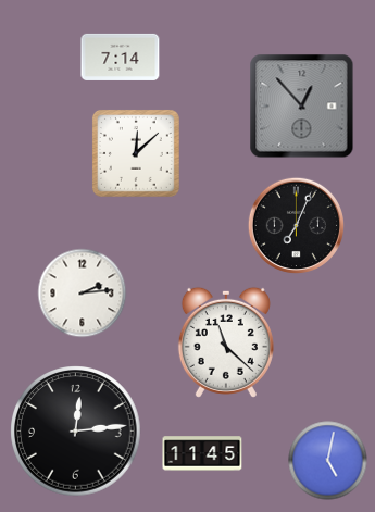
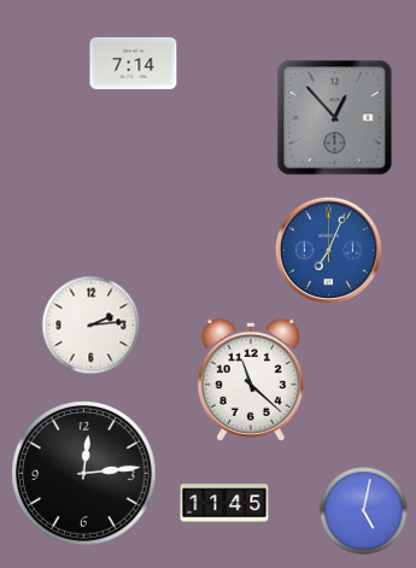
clock at (136, 153): 12:08 -> none
clock at (296, 225) dial: black -> blue
clock at (76, 432) position: (76, 432) -> (84, 474)
